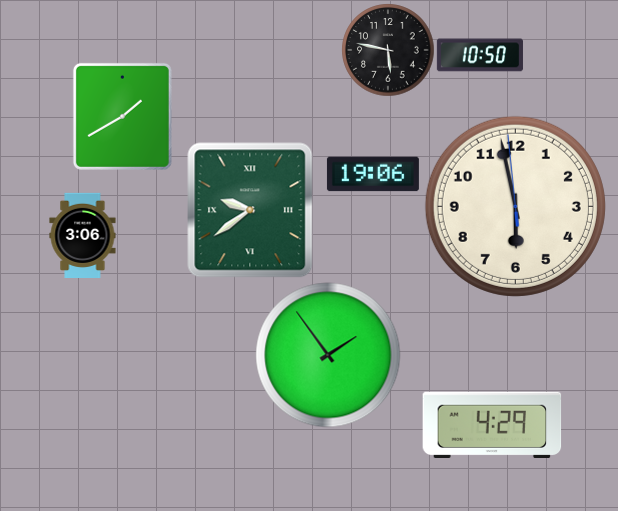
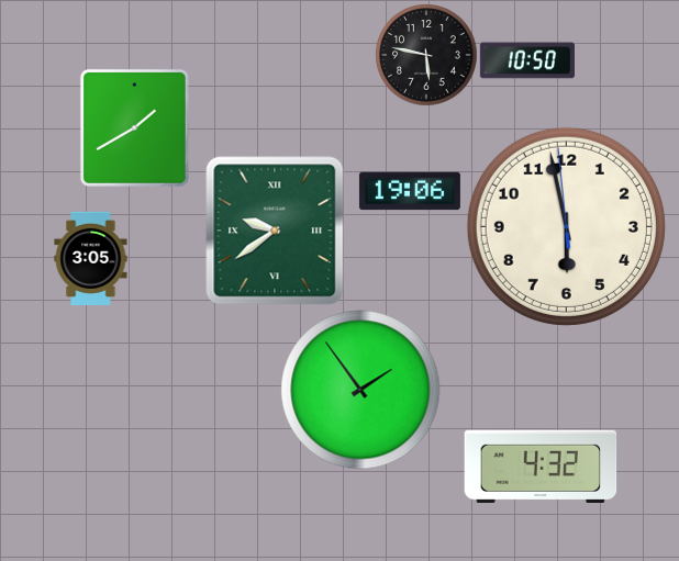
clock at (83, 235): 3:06 -> 3:05
clock at (492, 424): 4:29 -> 4:32
